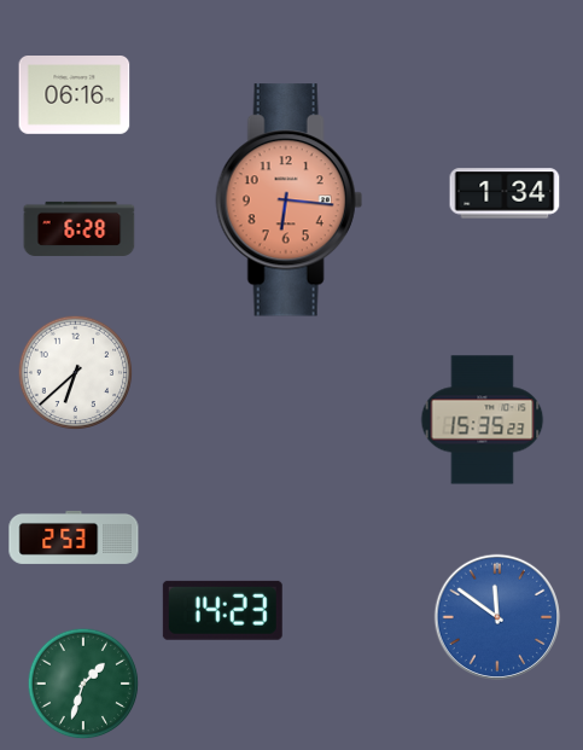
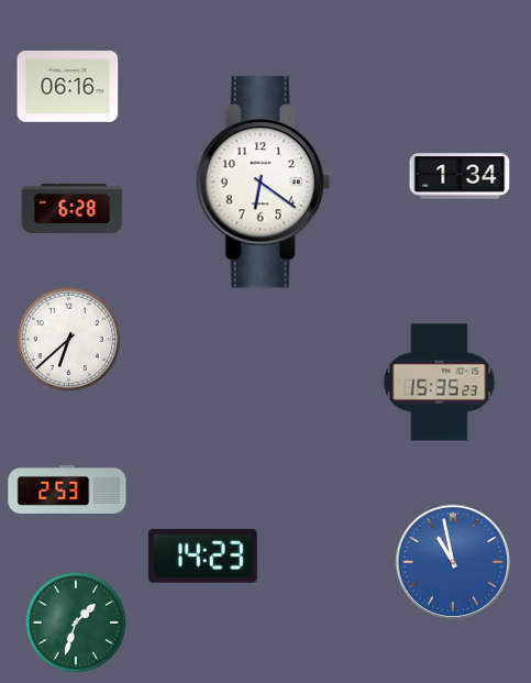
clock at (288, 200): 6:16 -> 6:21
clock at (288, 200) dial: salmon -> white
clock at (497, 617): 11:51 -> 10:58
